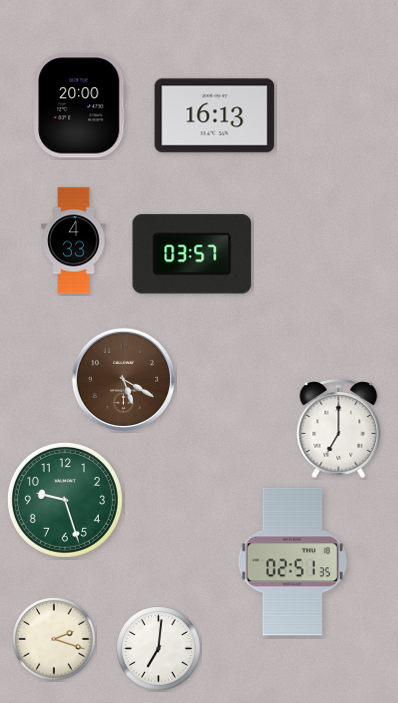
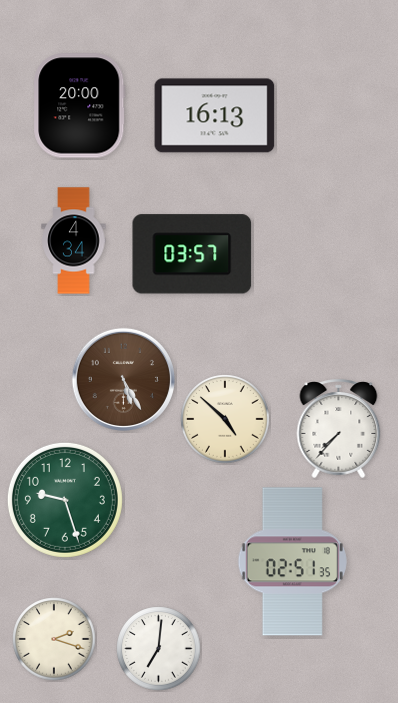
clock at (74, 241): 4:33 -> 4:34
clock at (123, 379): 5:20 -> 5:25
clock at (225, 419): none -> 4:52
clock at (339, 428): 7:00 -> 7:37
